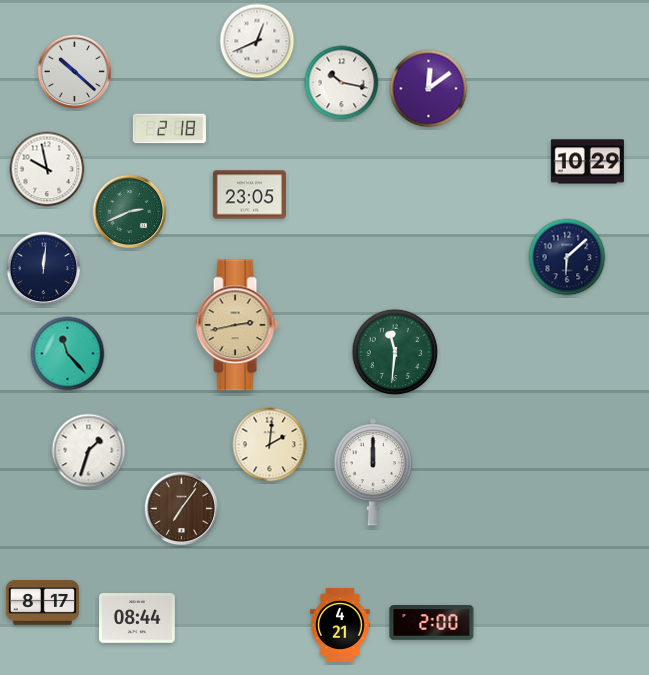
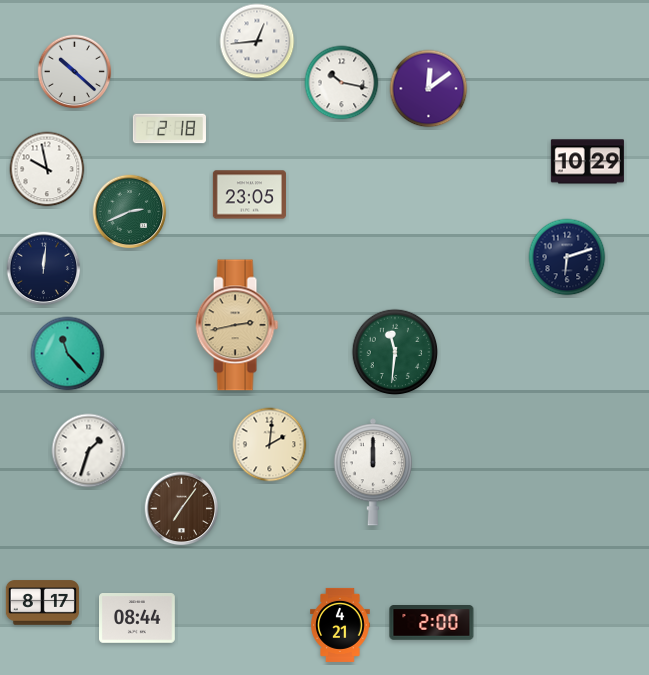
clock at (257, 41): 12:41 -> 12:44
clock at (567, 257): 6:08 -> 6:12
